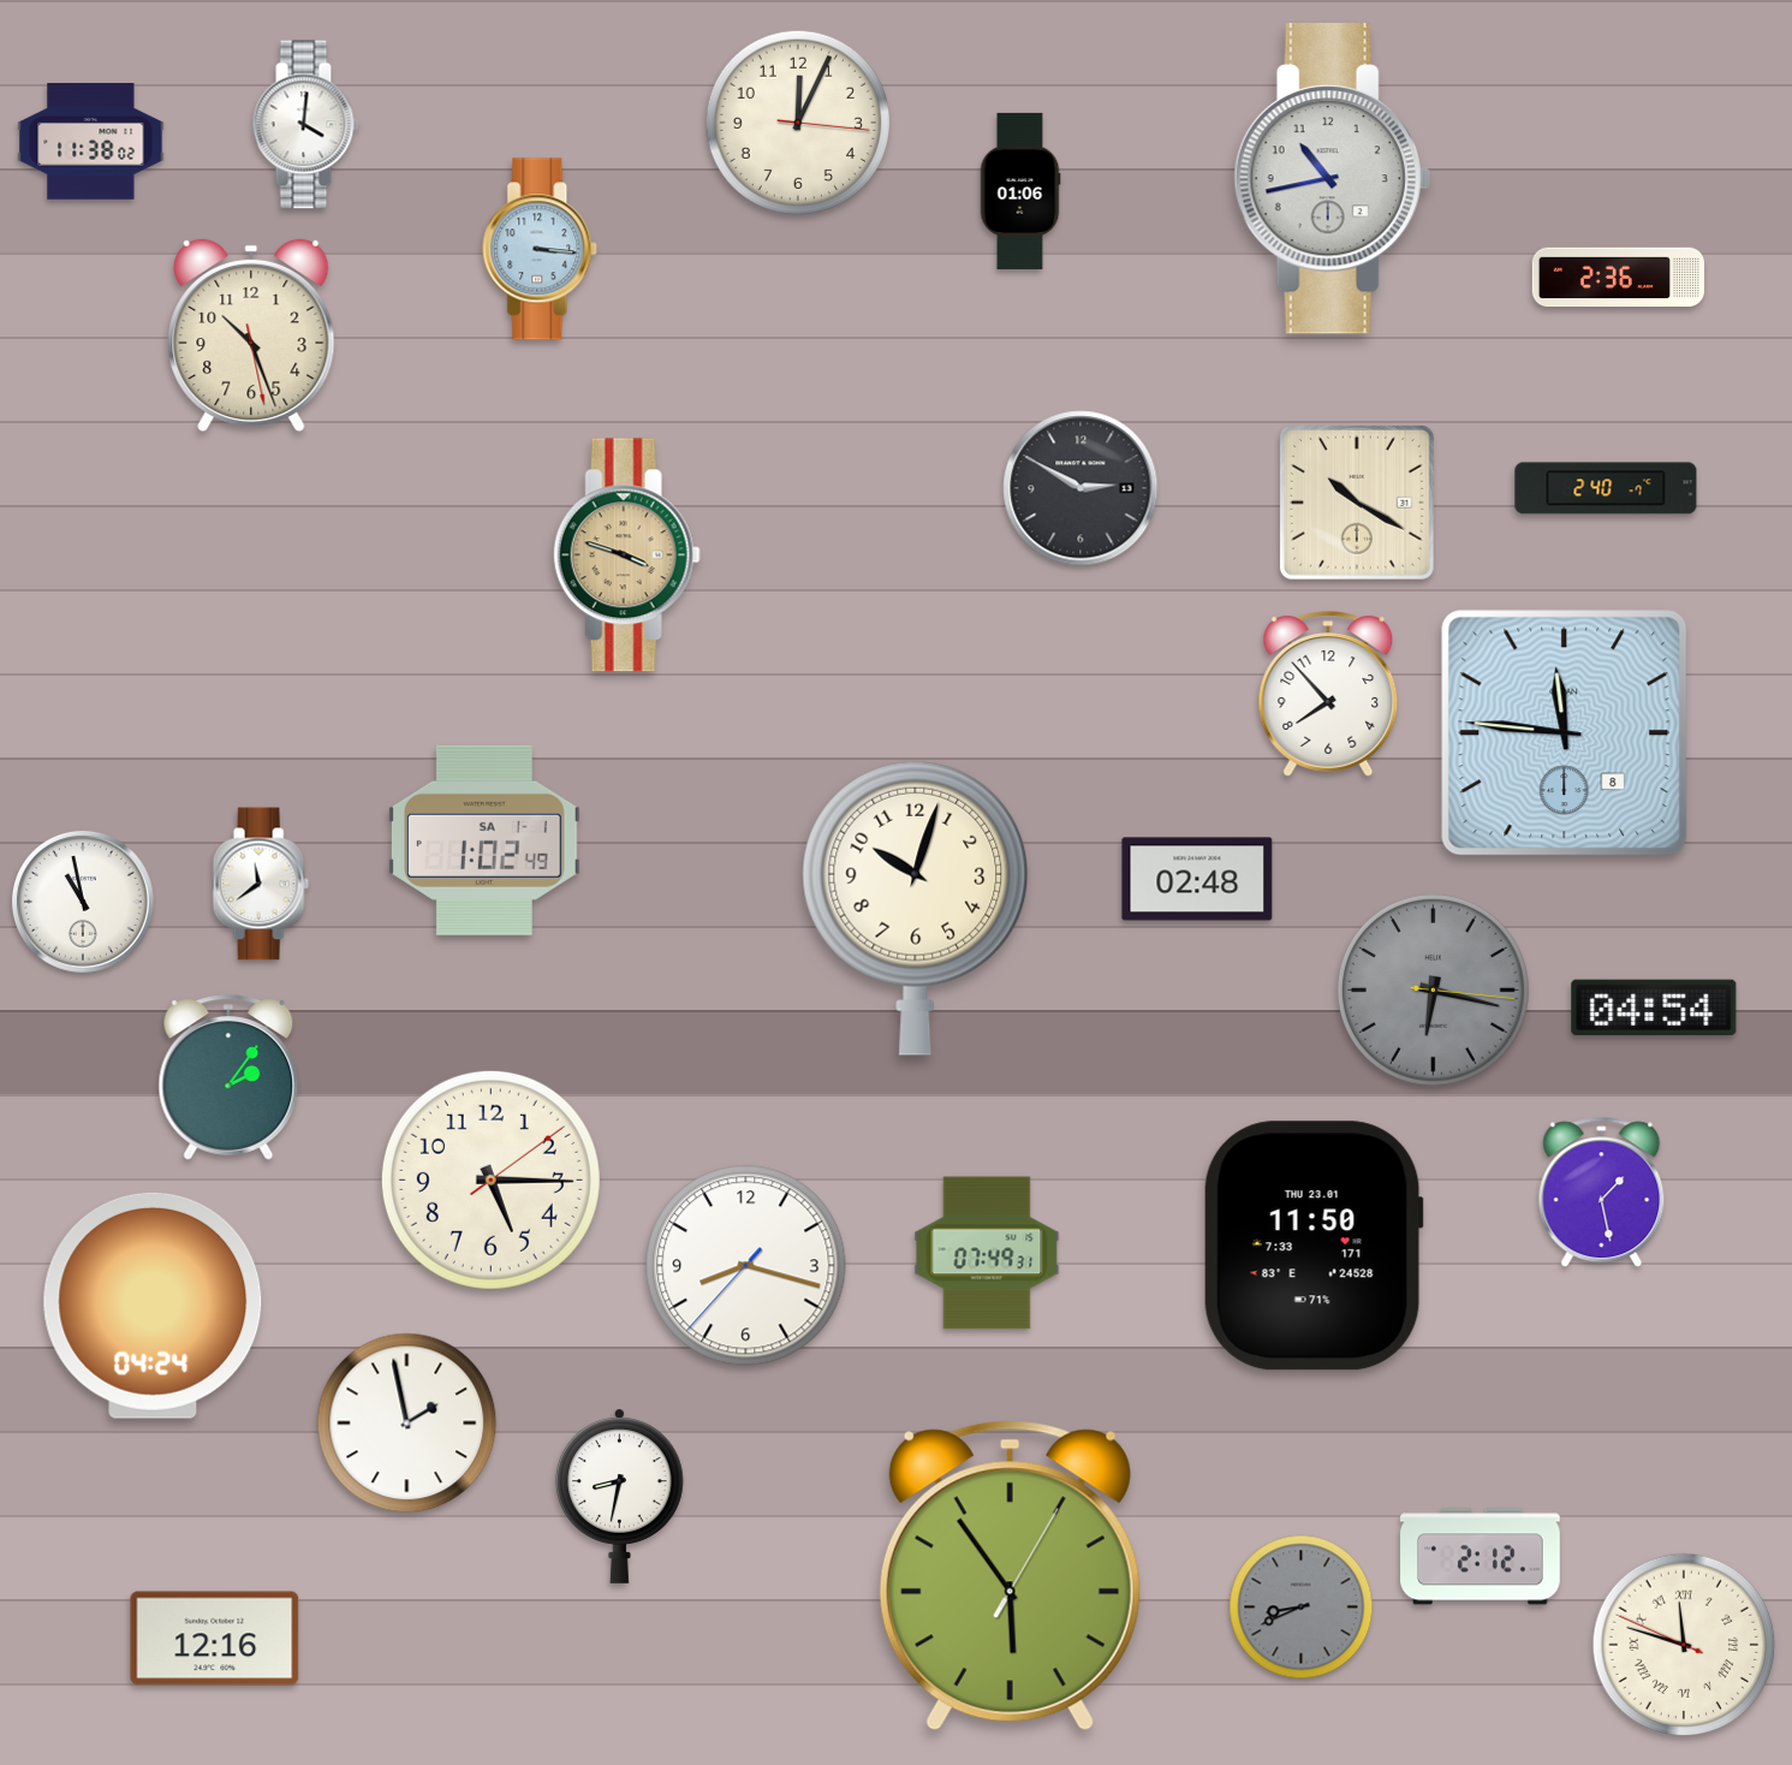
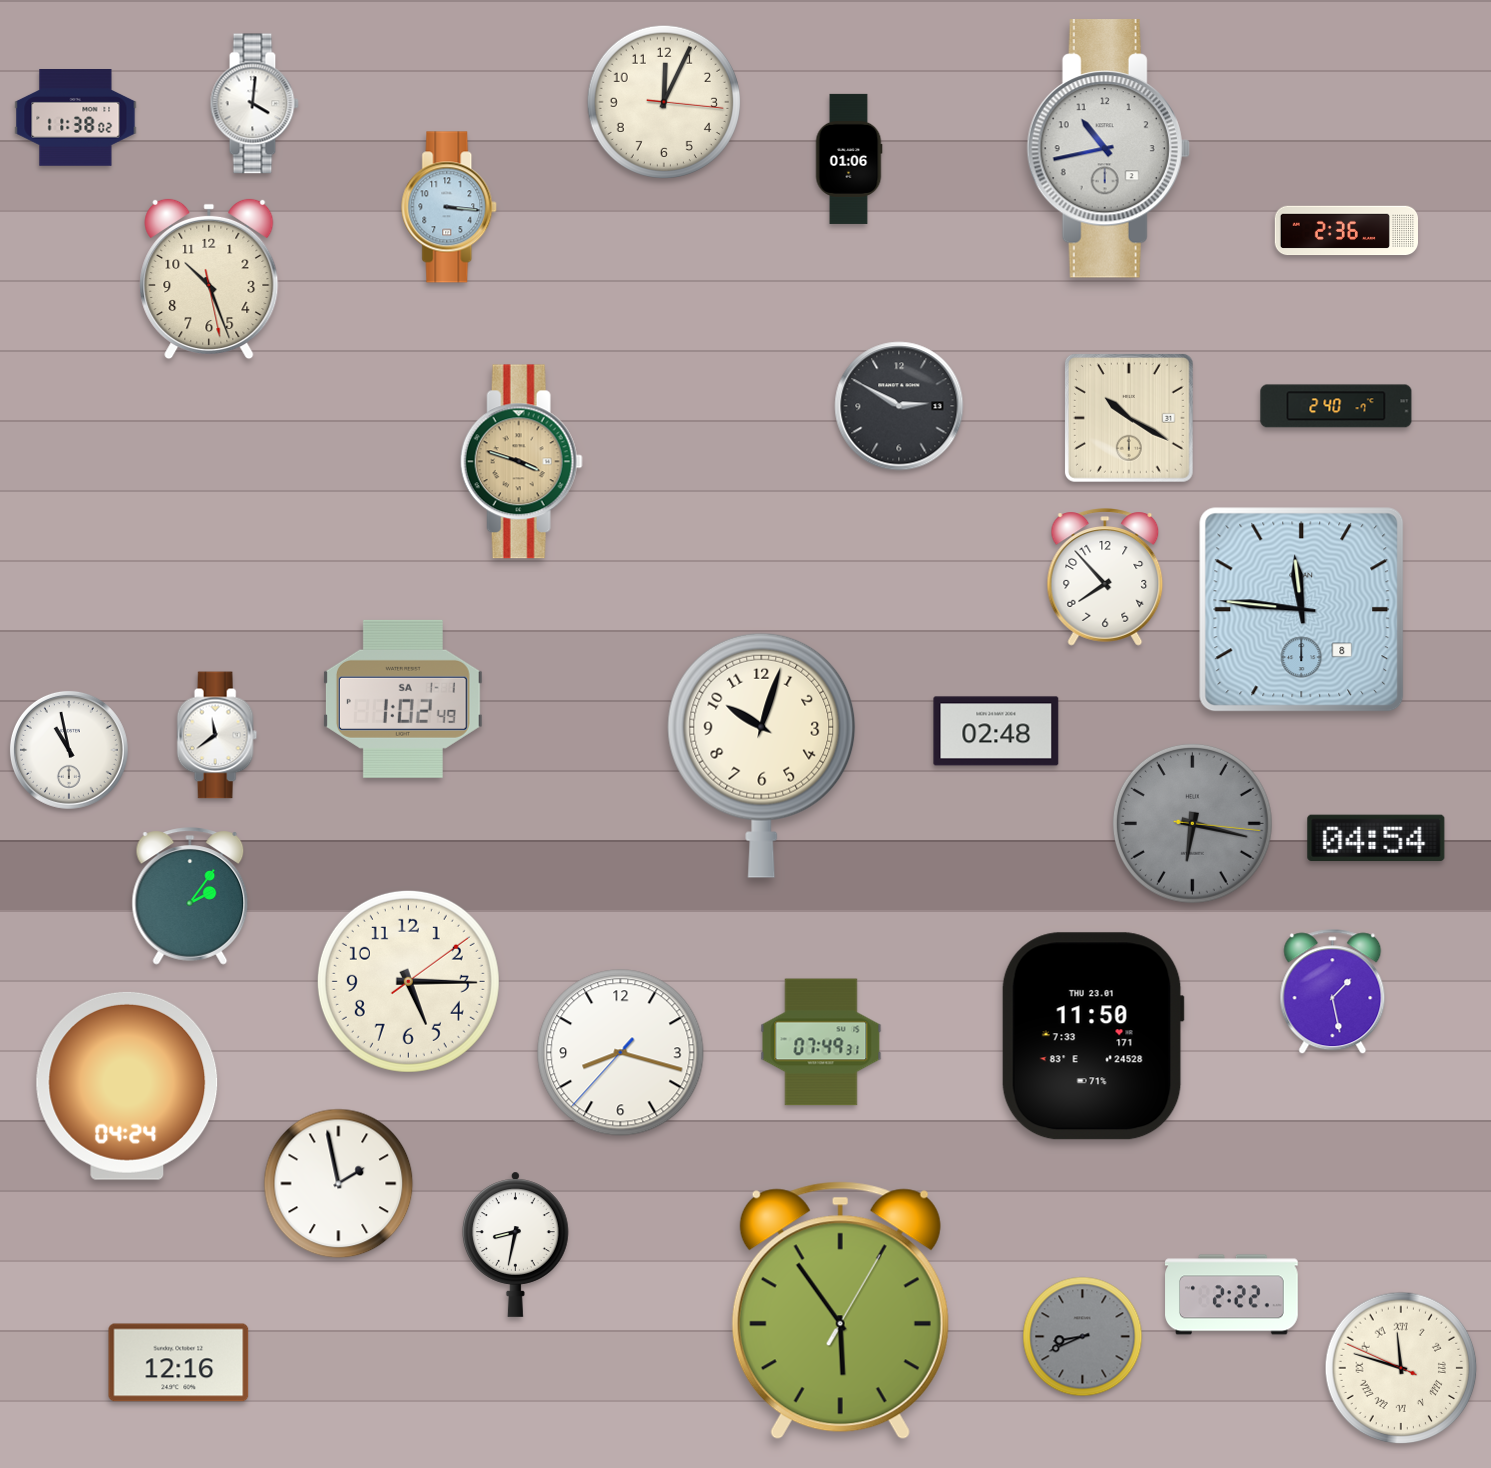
clock at (1481, 1557): 2:12 -> 2:22
